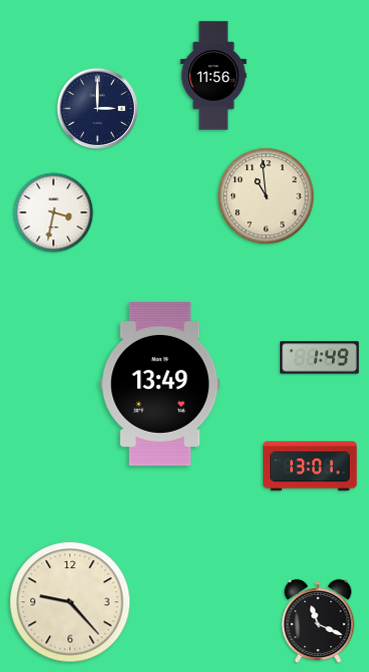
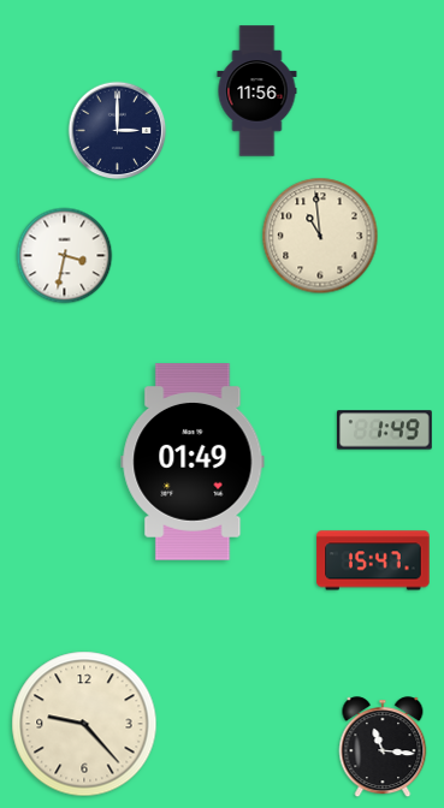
clock at (160, 384): 13:49 -> 01:49
clock at (310, 466): 13:01 -> 15:47
clock at (318, 622): 11:19 -> 11:16
